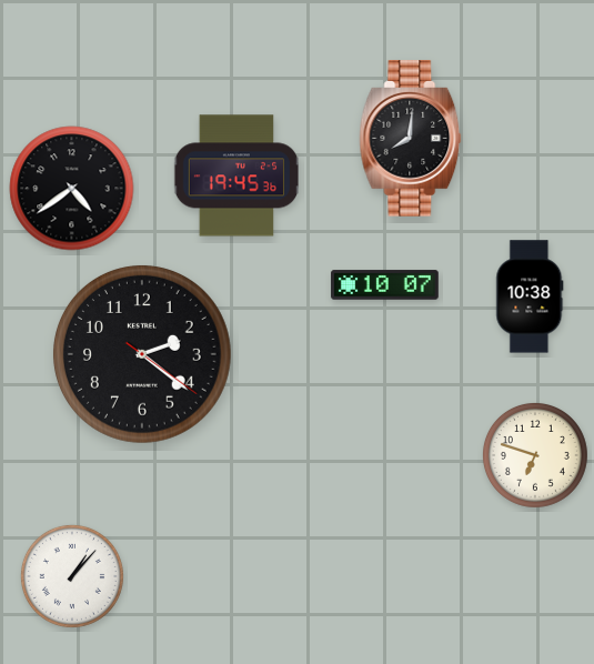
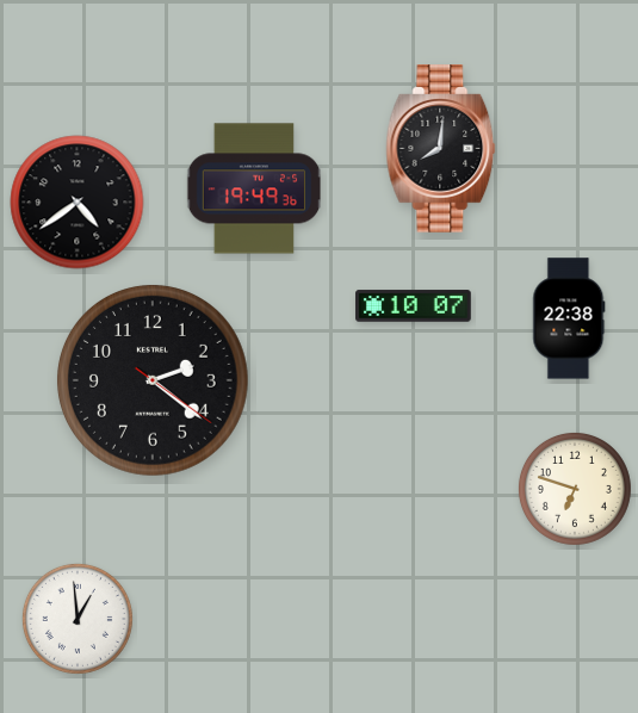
clock at (235, 175): 19:45 -> 19:49
clock at (530, 296): 10:38 -> 22:38
clock at (72, 576): 1:07 -> 12:59
